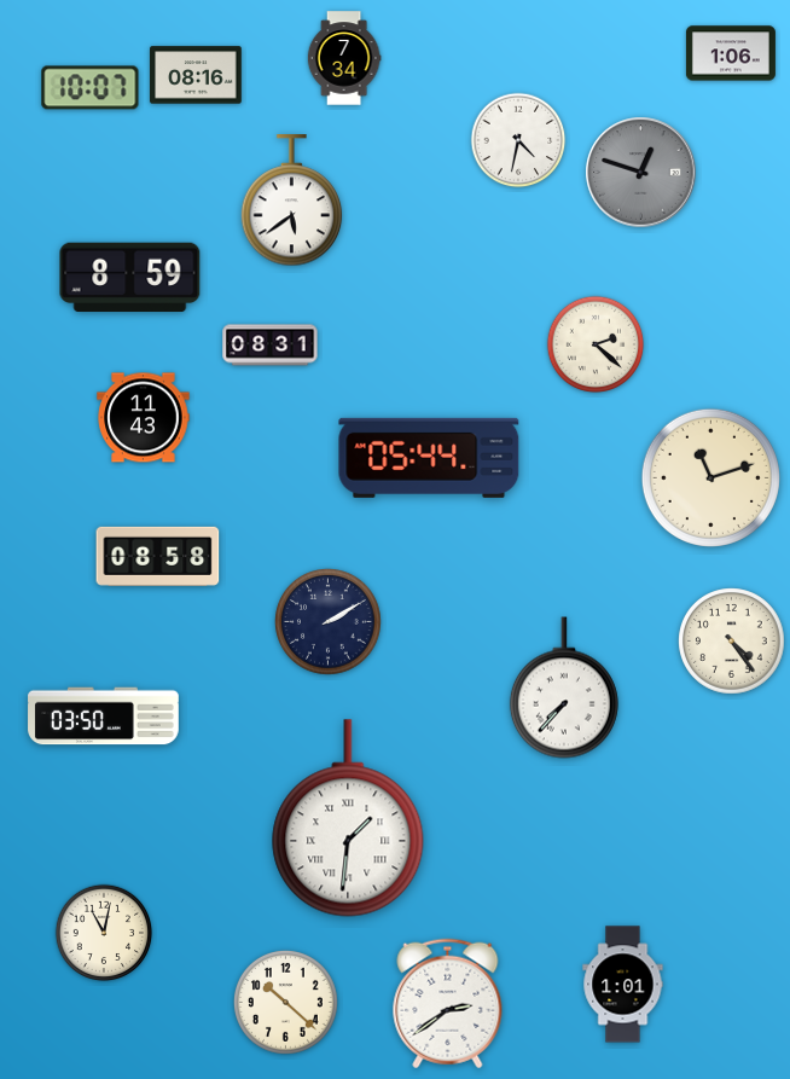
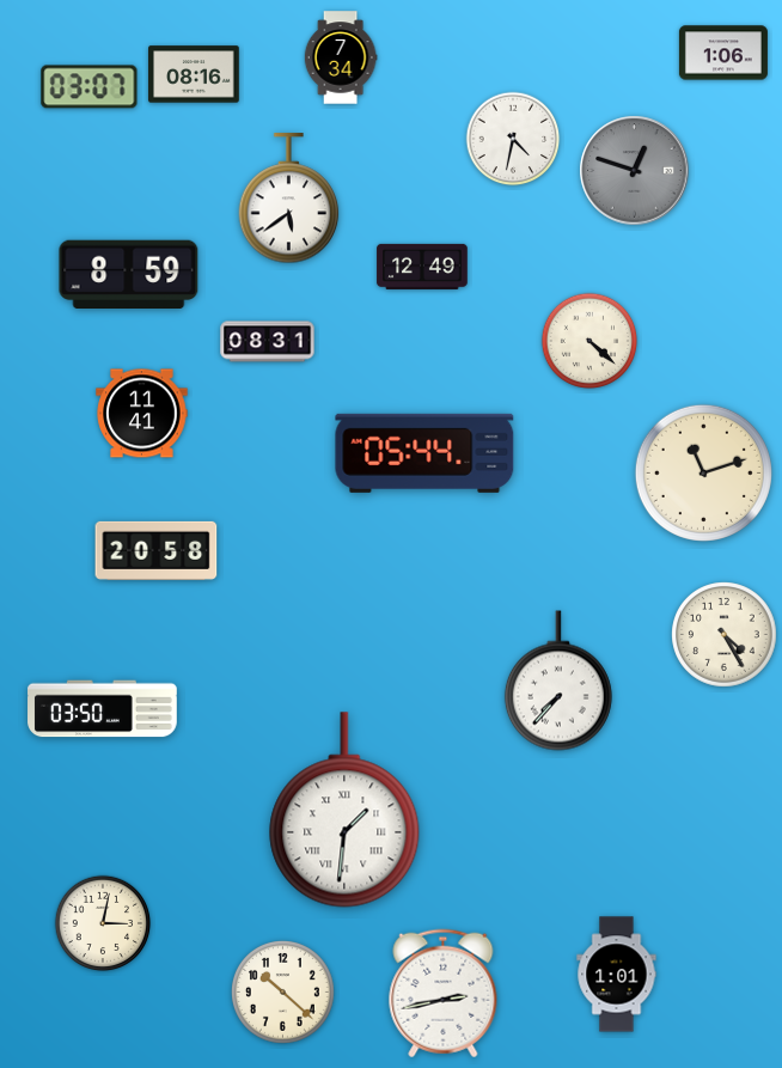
clock at (91, 88): 10:07 -> 03:07
clock at (422, 267): none -> 12:49
clock at (596, 344): 2:22 -> 4:22
clock at (144, 418): 11:43 -> 11:41
clock at (158, 556): 08:58 -> 20:58
clock at (329, 622): 2:10 -> none
clock at (732, 642): 4:24 -> 4:25
clock at (104, 933): 11:02 -> 3:02
clock at (448, 1004): 2:39 -> 2:43
